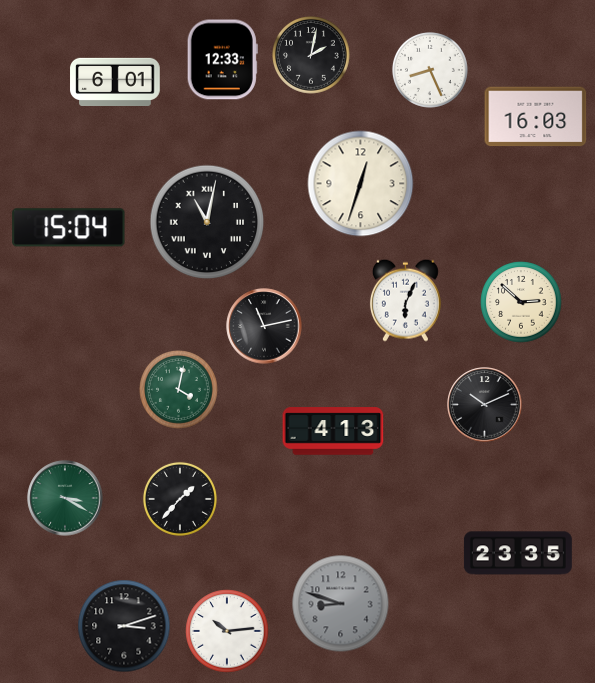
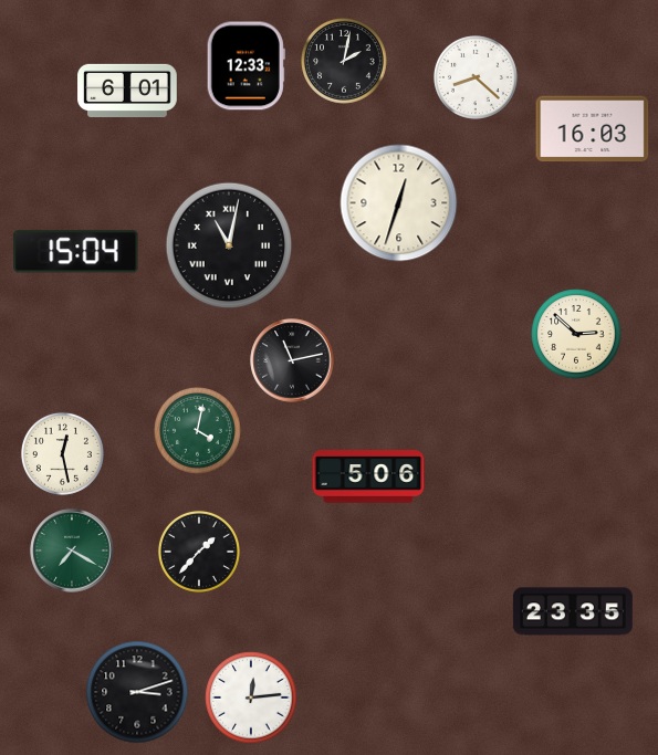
clock at (430, 70): 8:26 -> 8:22
clock at (405, 300): 6:04 -> none
clock at (485, 405): 10:11 -> none
clock at (62, 453): none -> 12:28
clock at (333, 431): 4:13 -> 5:06
clock at (65, 498): 3:20 -> 7:20
clock at (341, 604): 8:48 -> none
clock at (227, 631): 10:14 -> 12:14
